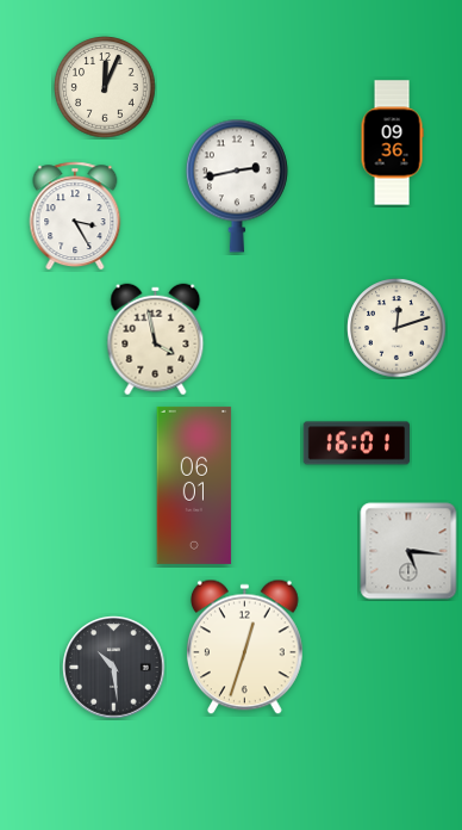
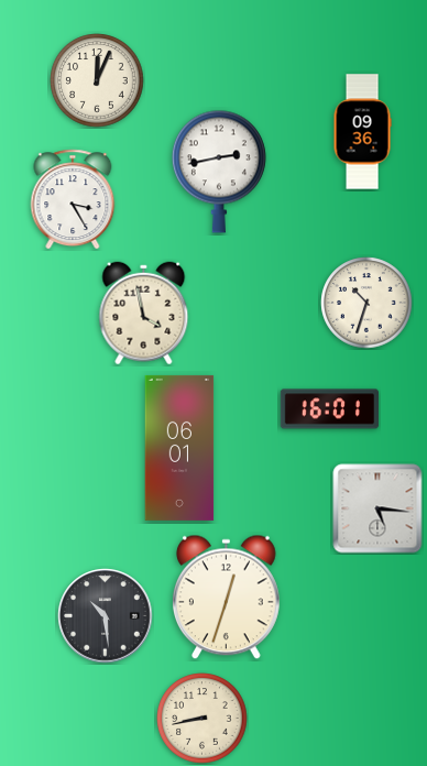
clock at (75, 216) position: (75, 216) -> (73, 199)
clock at (397, 328): 12:12 -> 10:33
clock at (202, 719): none -> 8:43
